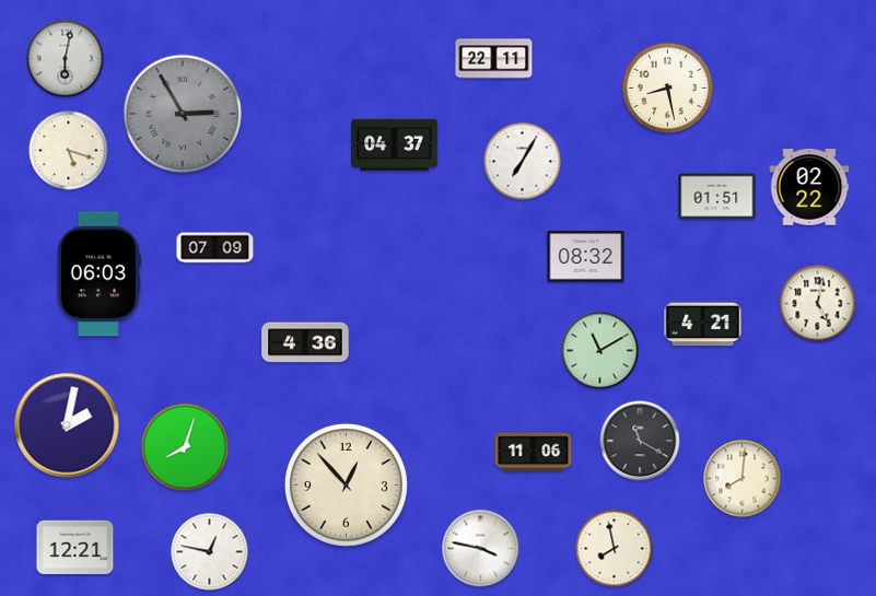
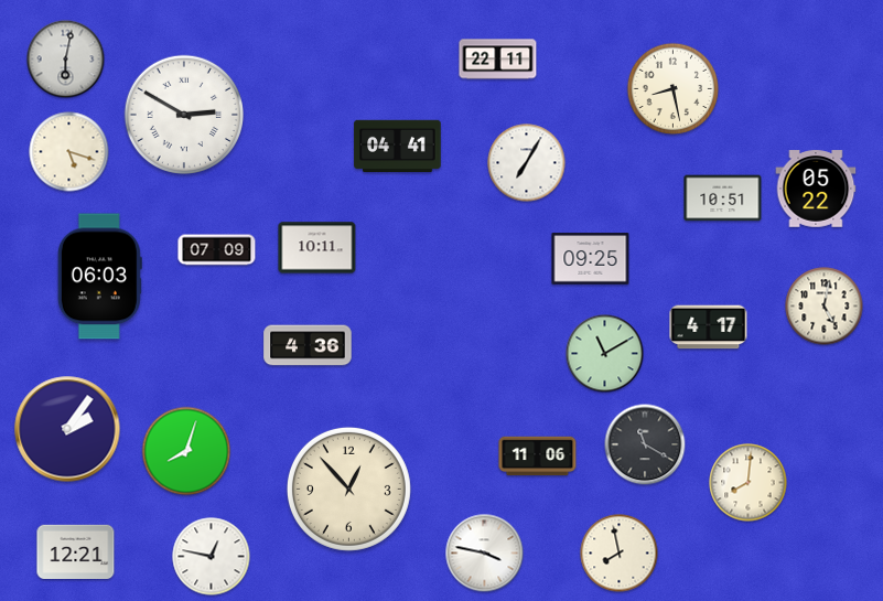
clock at (182, 113): 2:55 -> 2:50
clock at (182, 113) dial: grey -> white
clock at (395, 144): 04:37 -> 04:41
clock at (809, 187): 02:22 -> 05:22
clock at (717, 197): 01:51 -> 10:51
clock at (317, 248): none -> 10:11
clock at (586, 257): 08:32 -> 09:25
clock at (703, 325): 4:21 -> 4:17
clock at (67, 425): 2:02 -> 2:06
